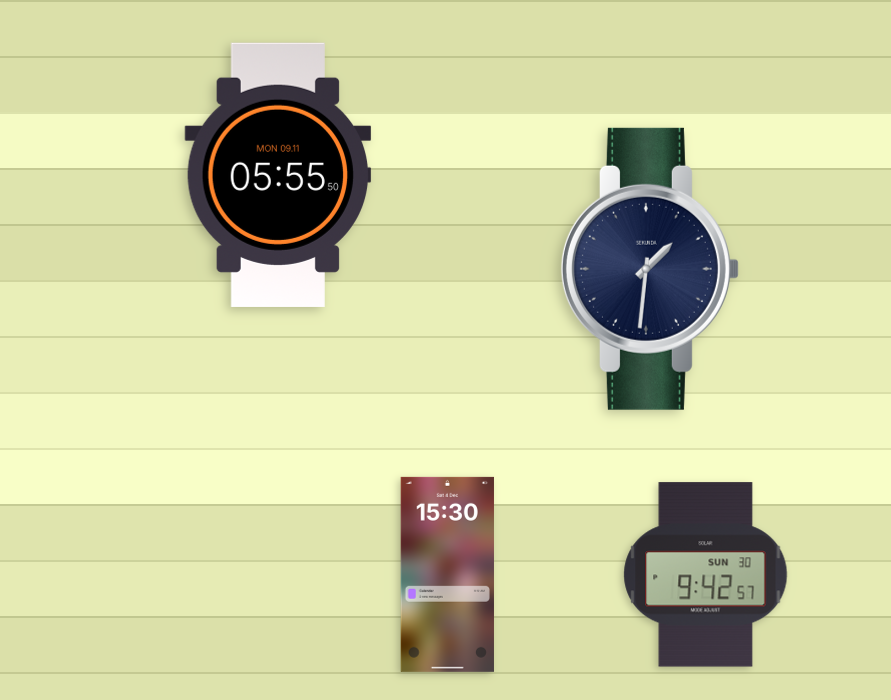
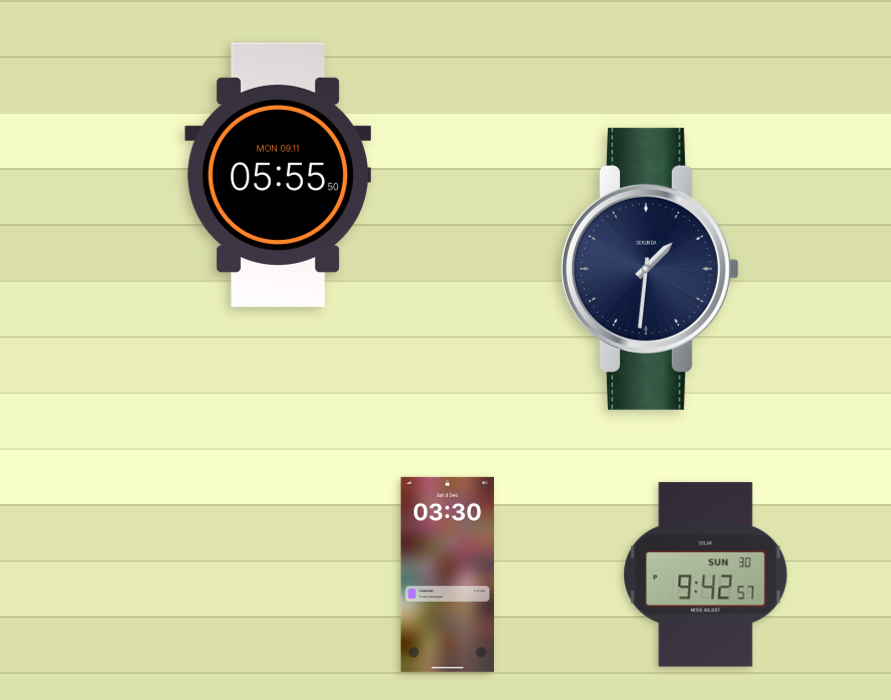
clock at (447, 574): 15:30 -> 03:30
